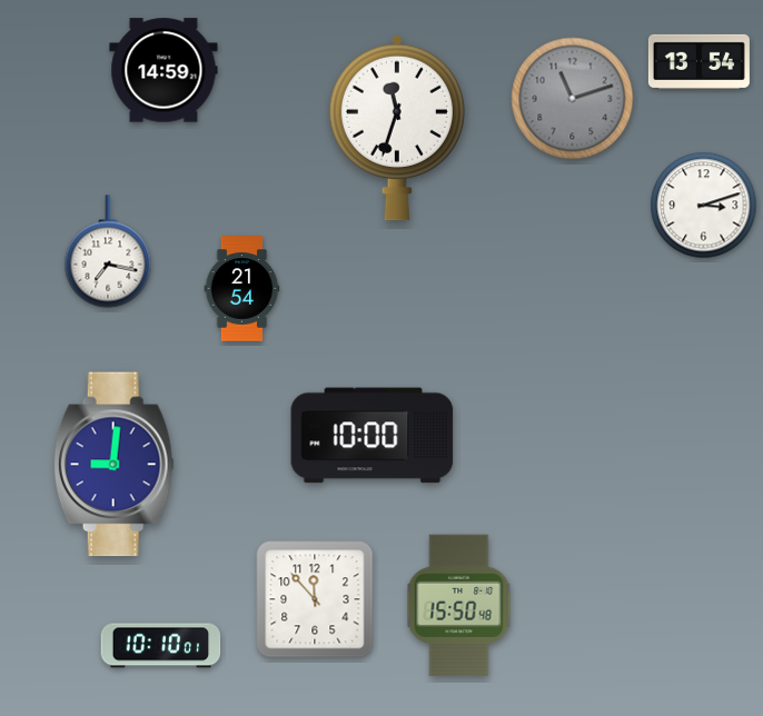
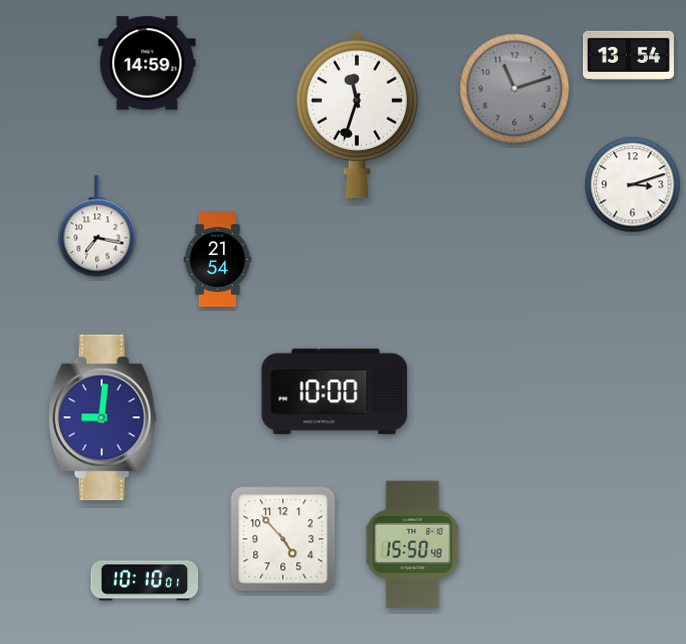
clock at (315, 599): 11:53 -> 4:53
